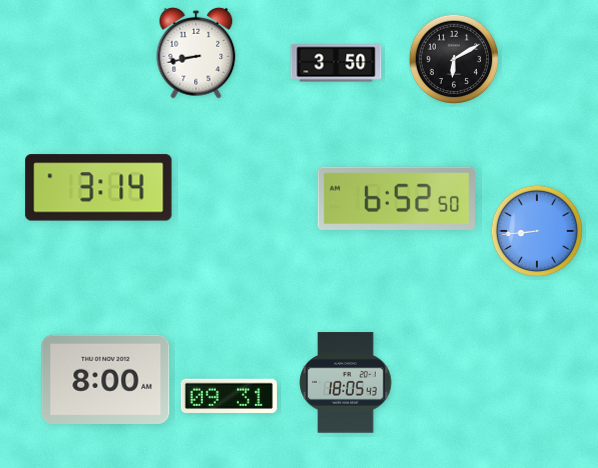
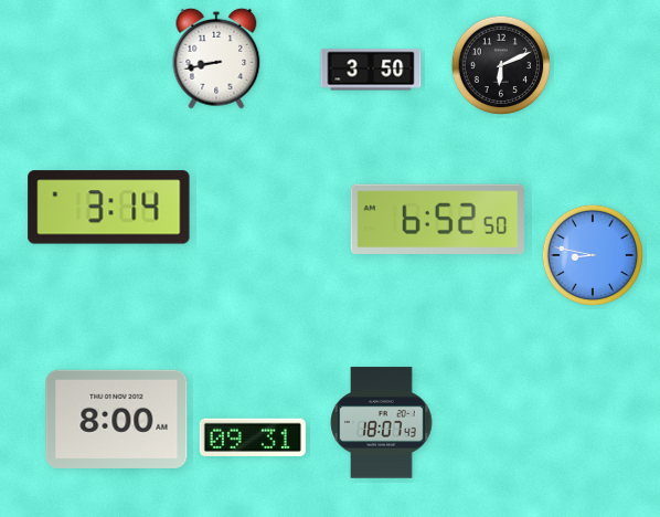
clock at (454, 59): 6:10 -> 6:11
clock at (536, 230): 8:44 -> 8:47
clock at (346, 383): 18:05 -> 18:07
